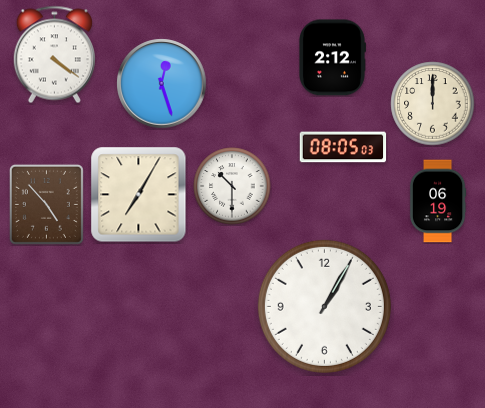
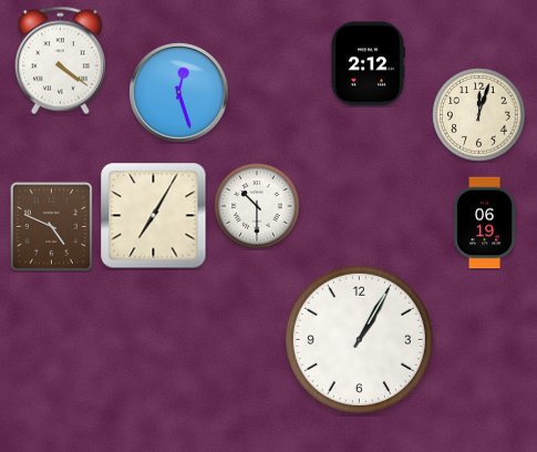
clock at (433, 104): 12:00 -> 12:03
clock at (343, 147): 08:05 -> none
clock at (46, 204): 4:53 -> 4:49
